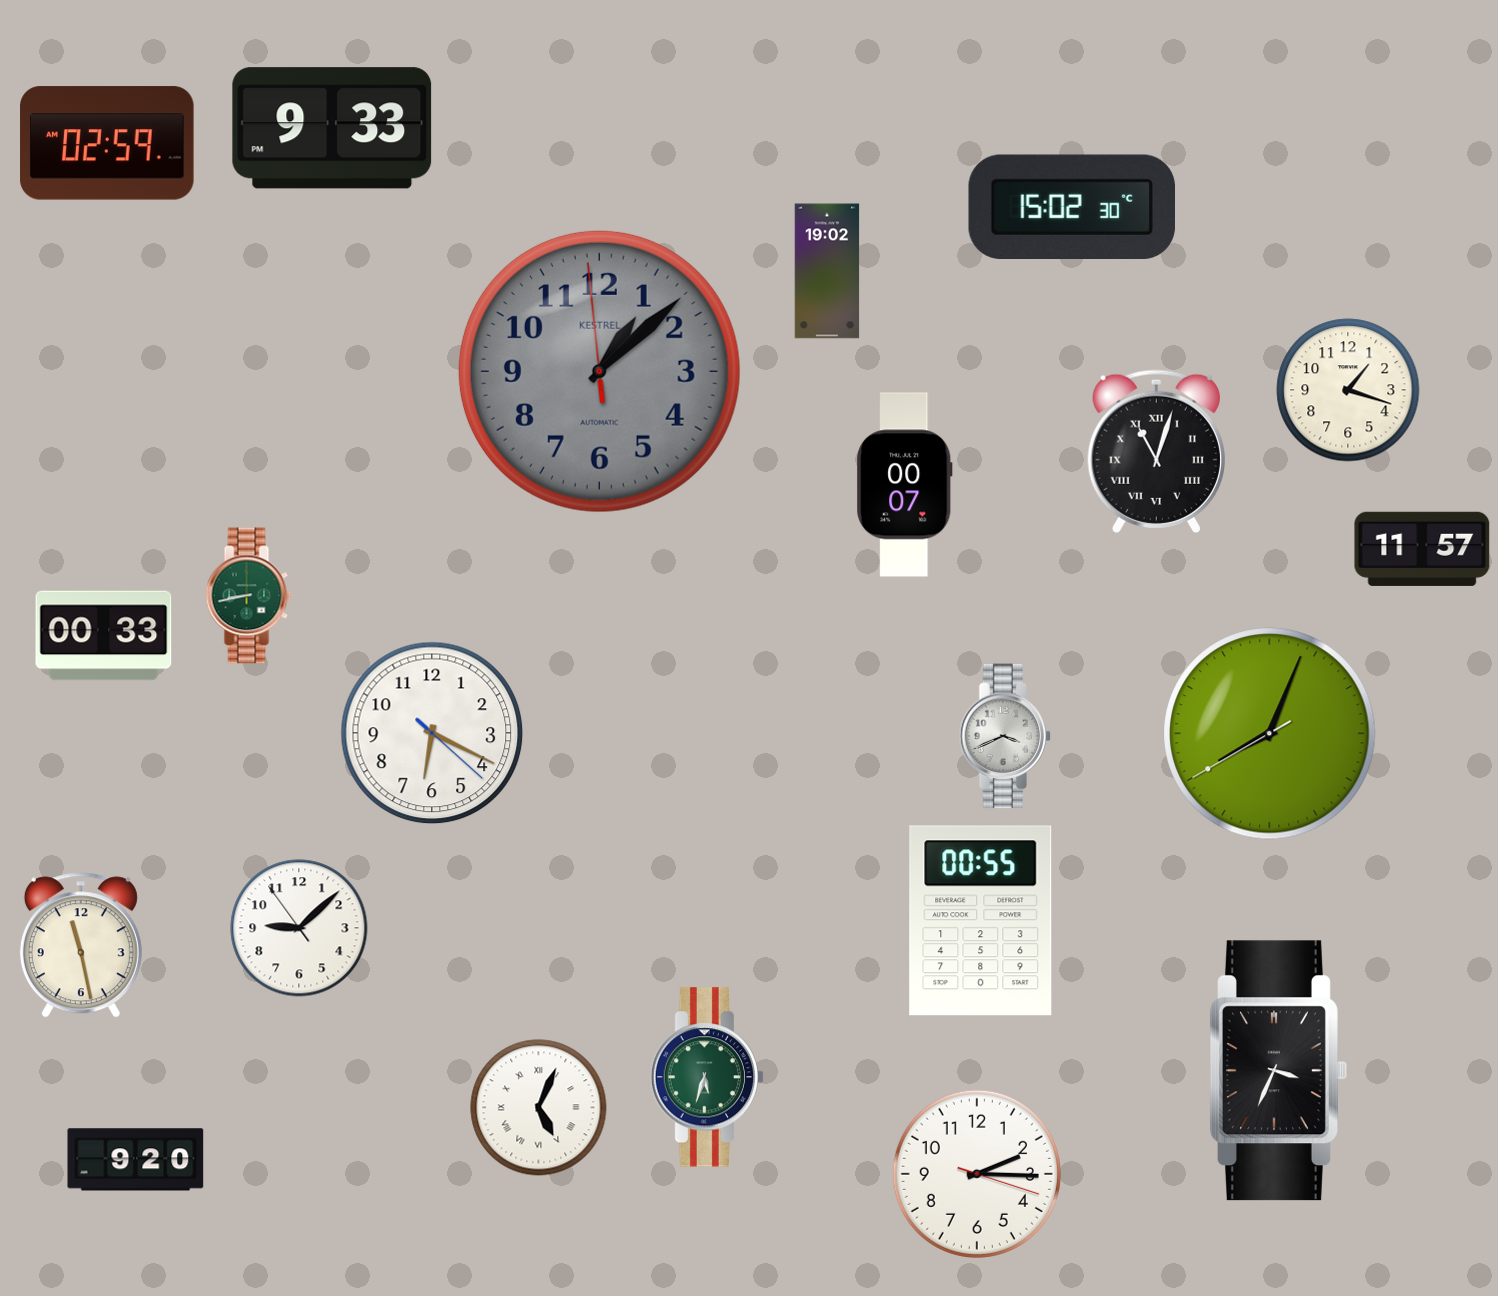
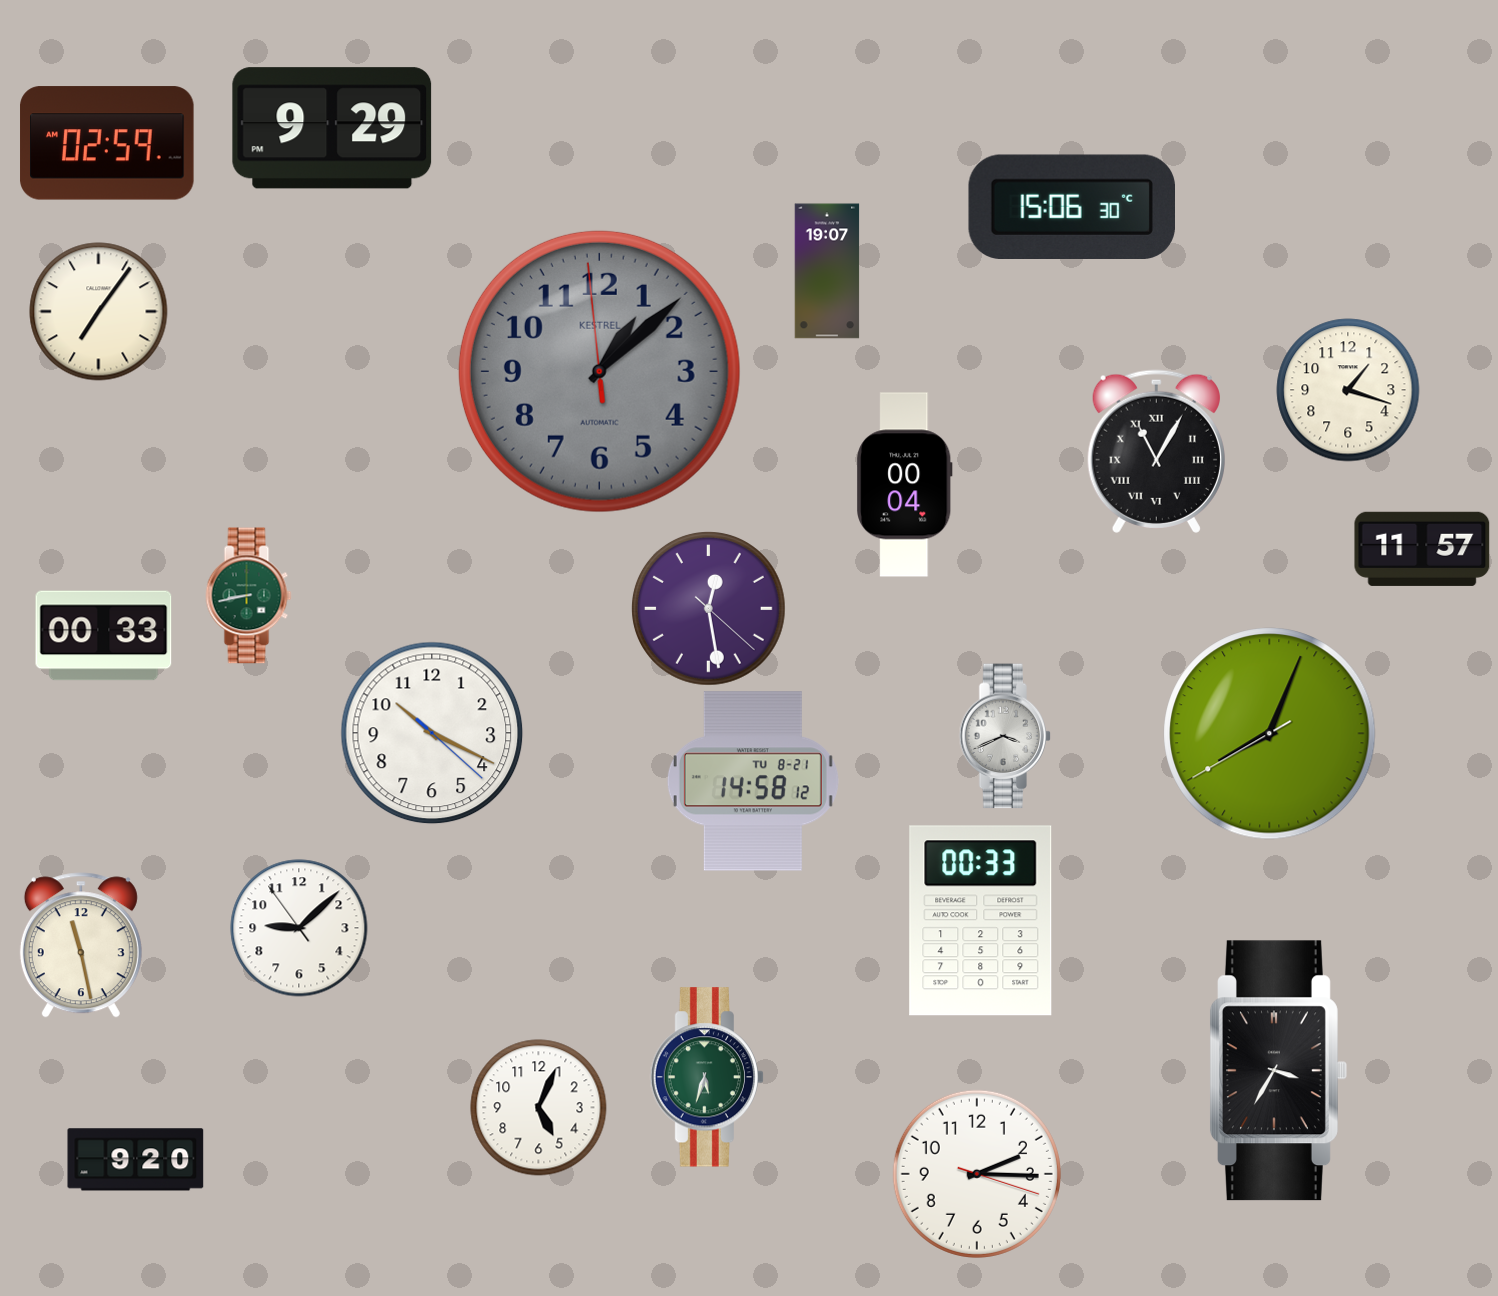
clock at (332, 128): 9:33 -> 9:29
clock at (1071, 206): 15:02 -> 15:06
clock at (827, 271): 19:02 -> 19:07
clock at (99, 312): none -> 7:06
clock at (1156, 451): 11:03 -> 11:05
clock at (905, 485): 00:07 -> 00:04
clock at (709, 609): none -> 12:28
clock at (432, 733): 6:19 -> 10:19
clock at (753, 781): none -> 14:58
clock at (981, 921): 00:55 -> 00:33
clock at (1279, 1071): 3:34 -> 3:35
clock at (539, 1108) numerals: Roman -> Arabic
